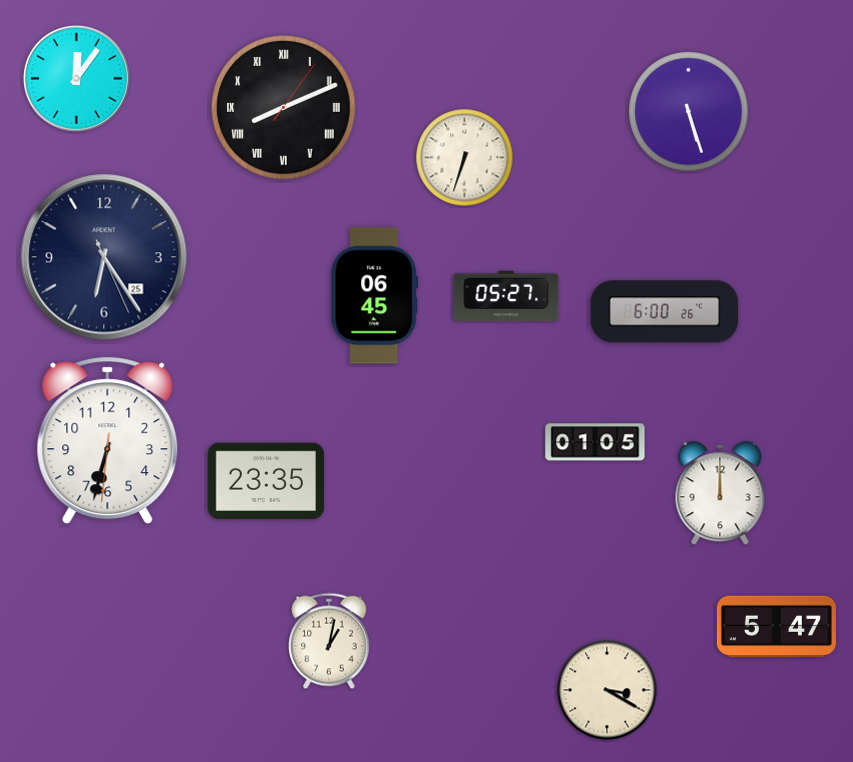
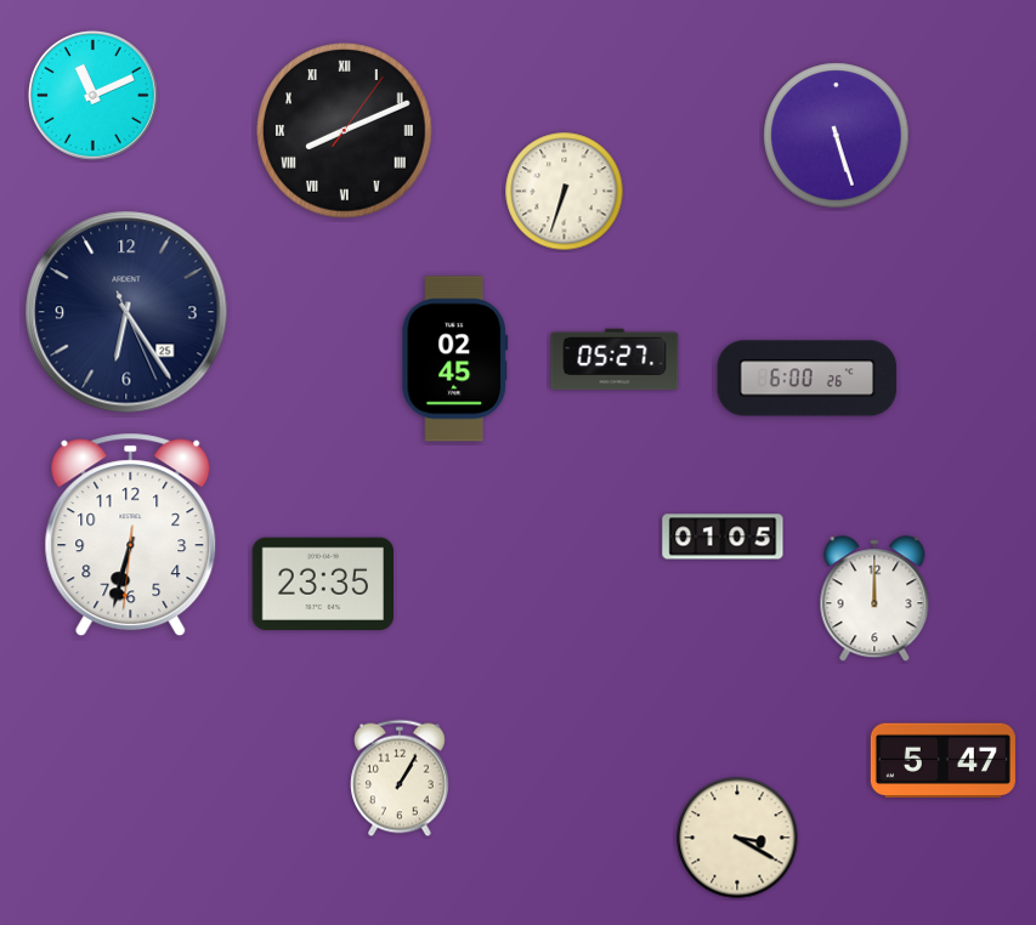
clock at (76, 78): 12:06 -> 11:11
clock at (375, 296): 06:45 -> 02:45
clock at (329, 641): 1:02 -> 1:05
